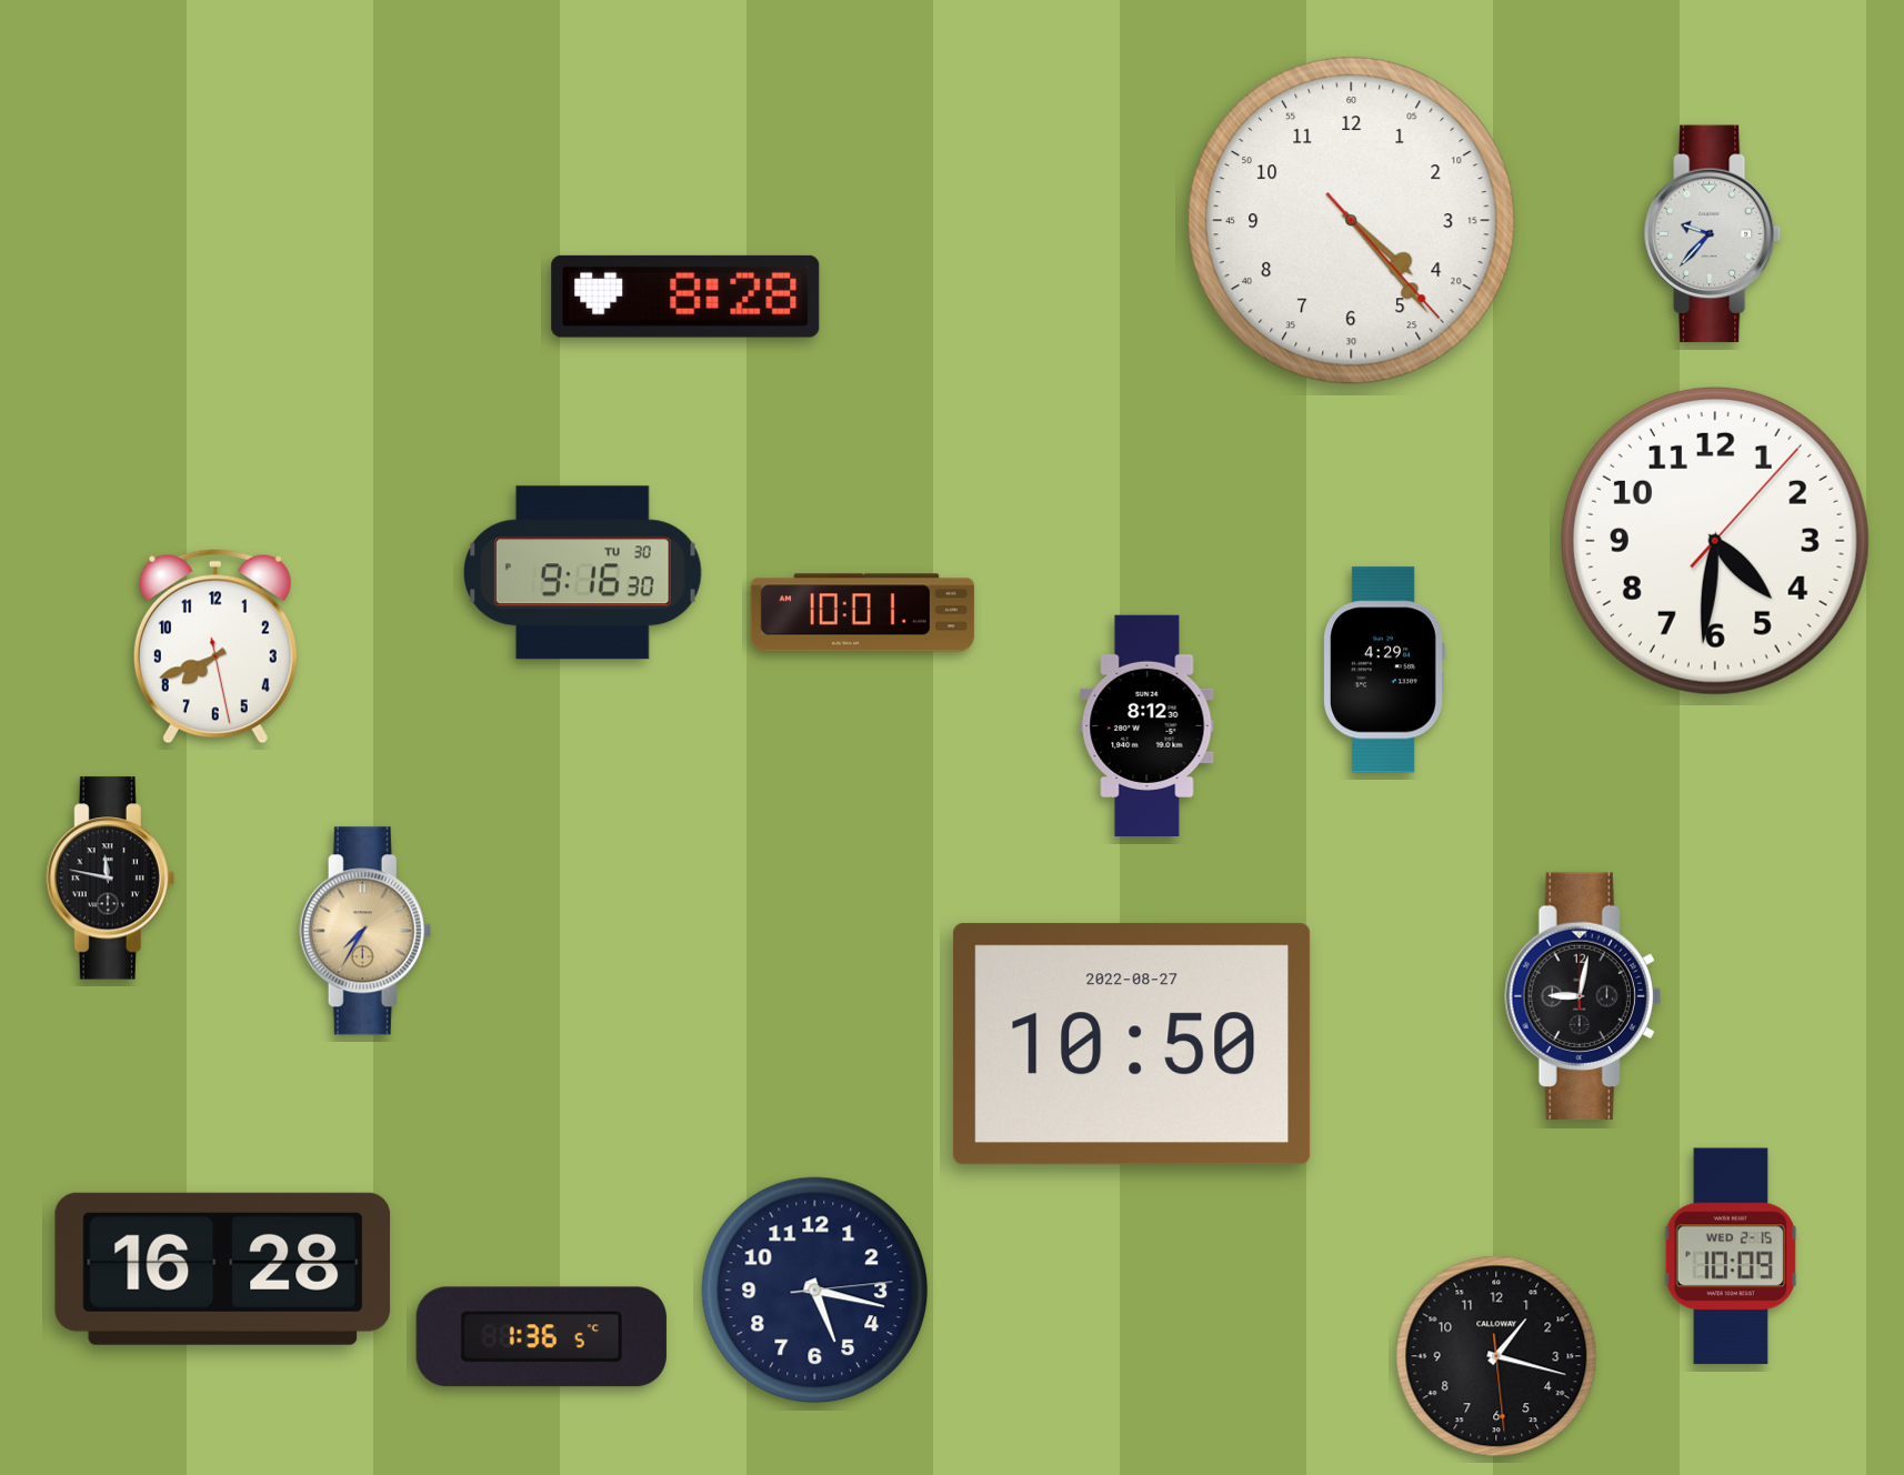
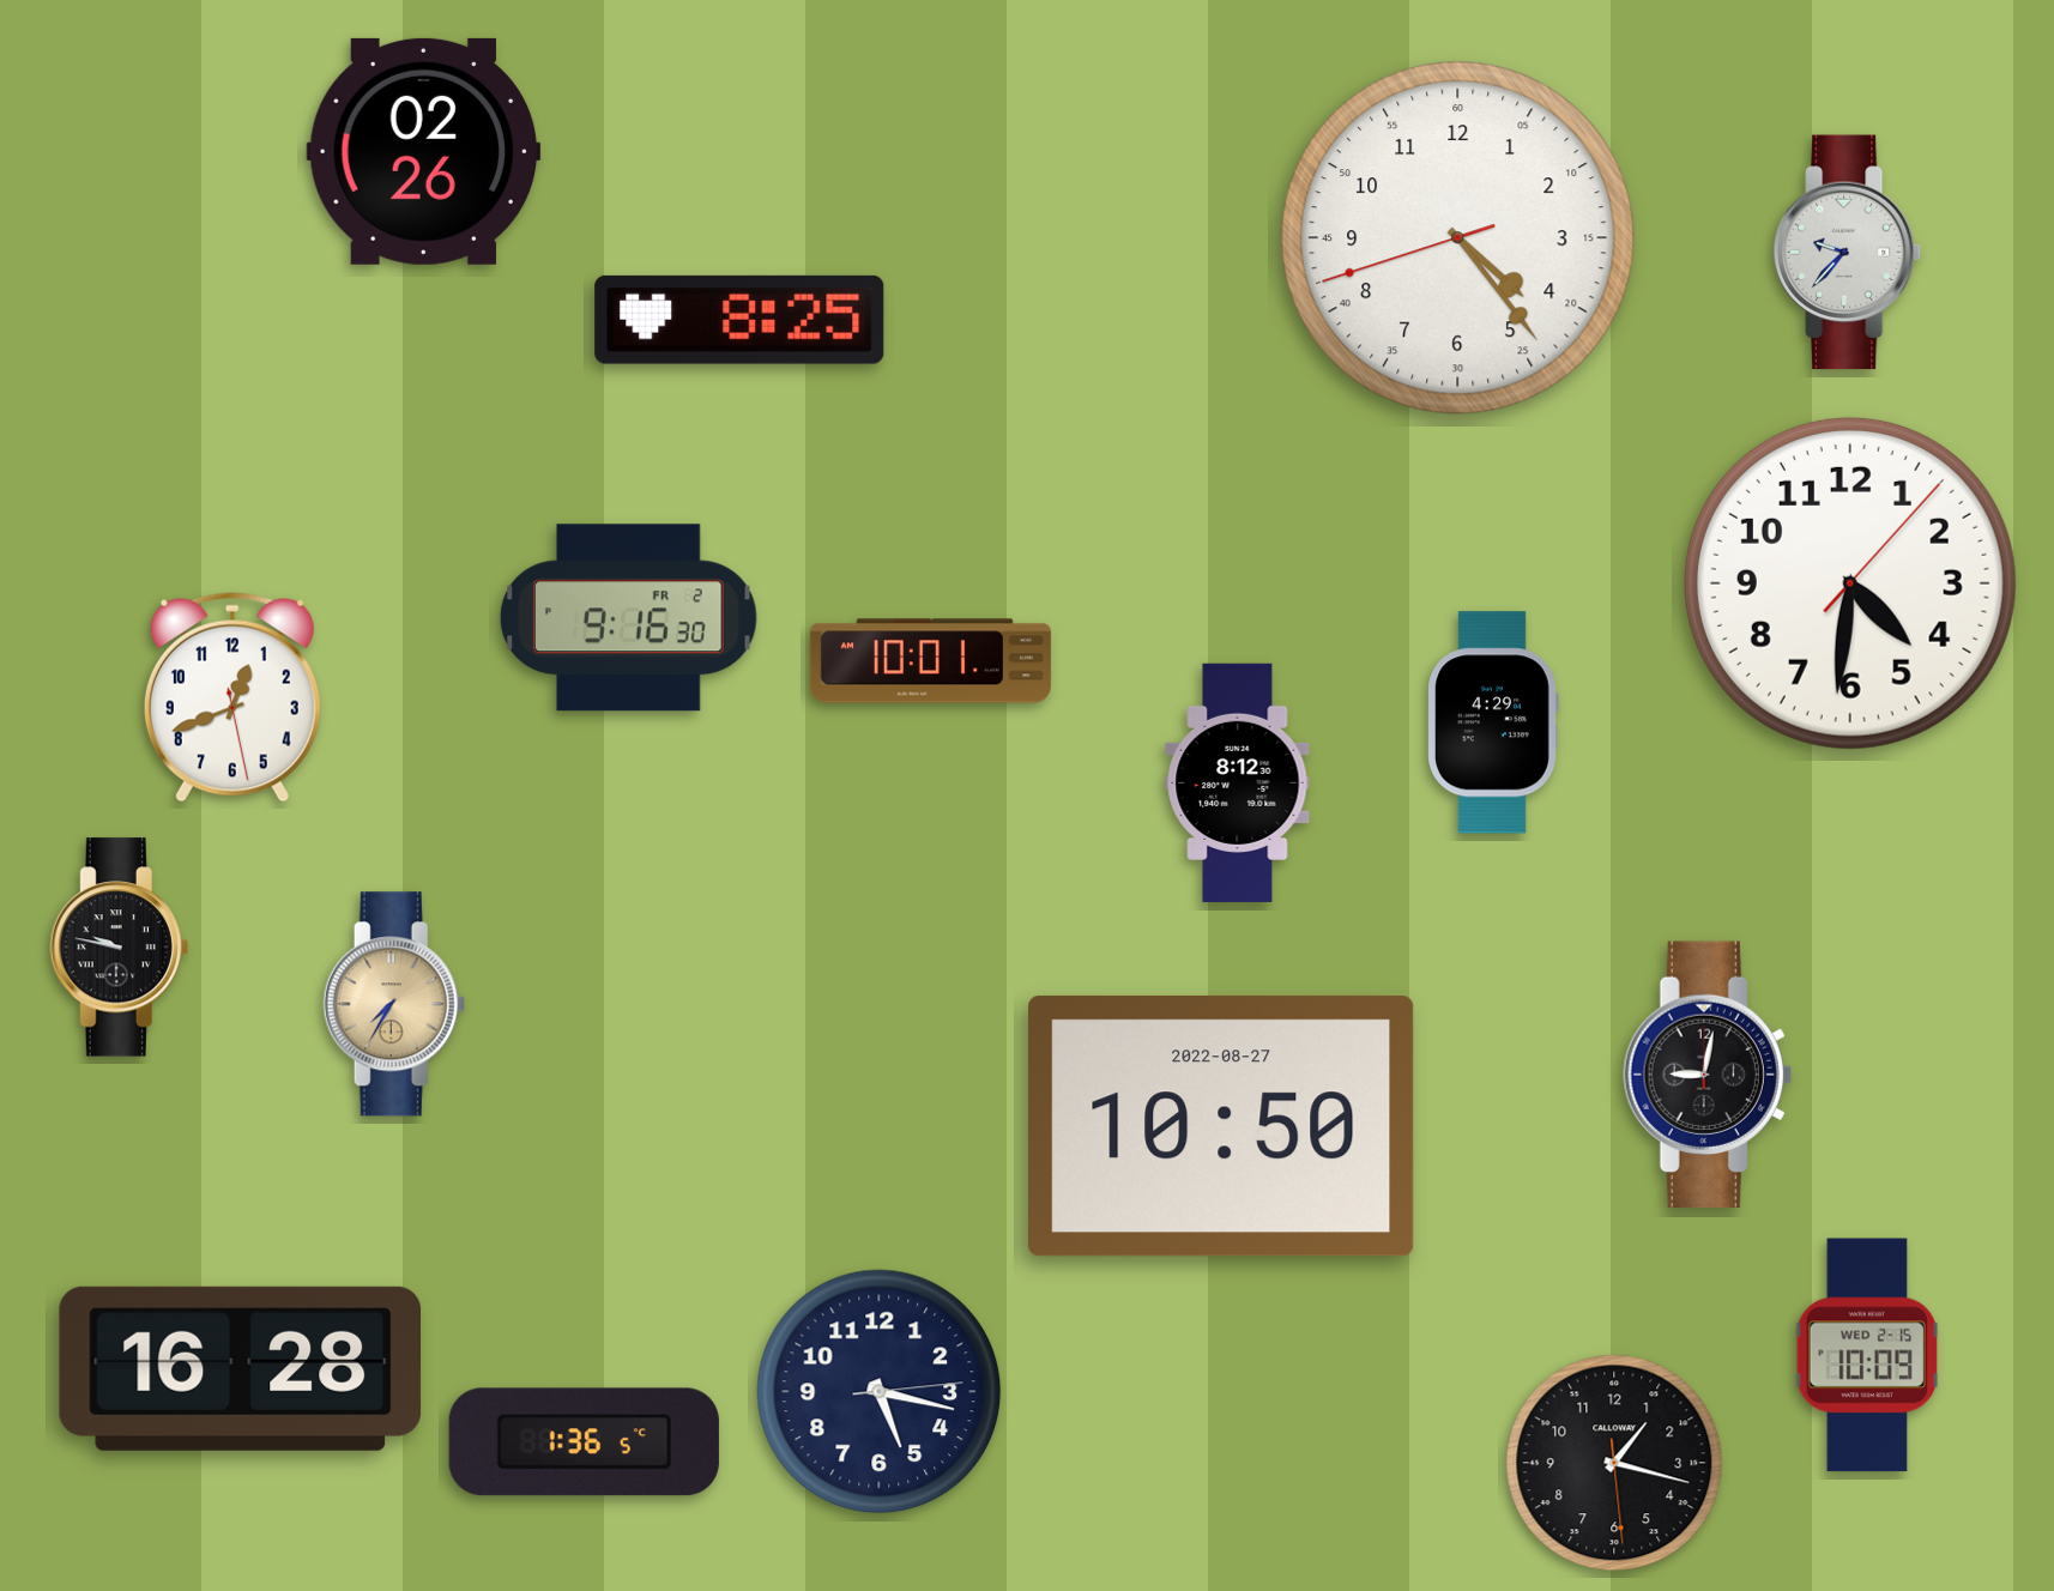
clock at (424, 151): none -> 02:26
clock at (1351, 220): 4:23:23 -> 4:23:42
clock at (685, 297): 8:28 -> 8:25
clock at (582, 573) date: TU 30 -> FR 2
clock at (216, 646): 7:41 -> 12:41
clock at (110, 879): 11:47 -> 9:47
